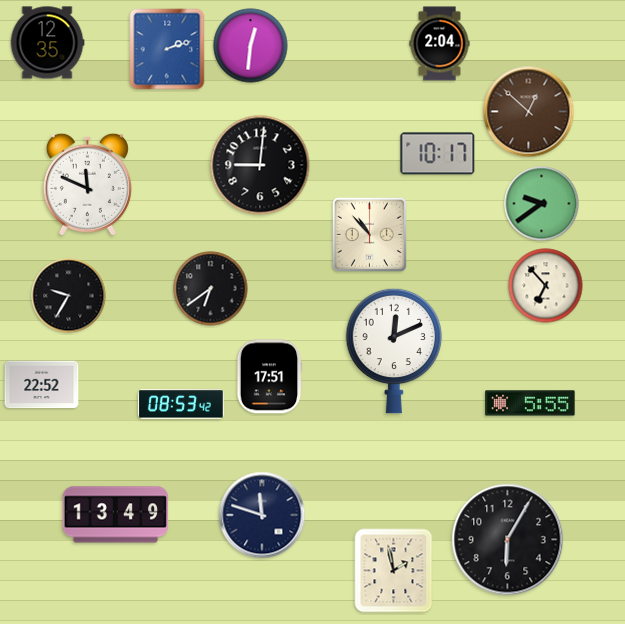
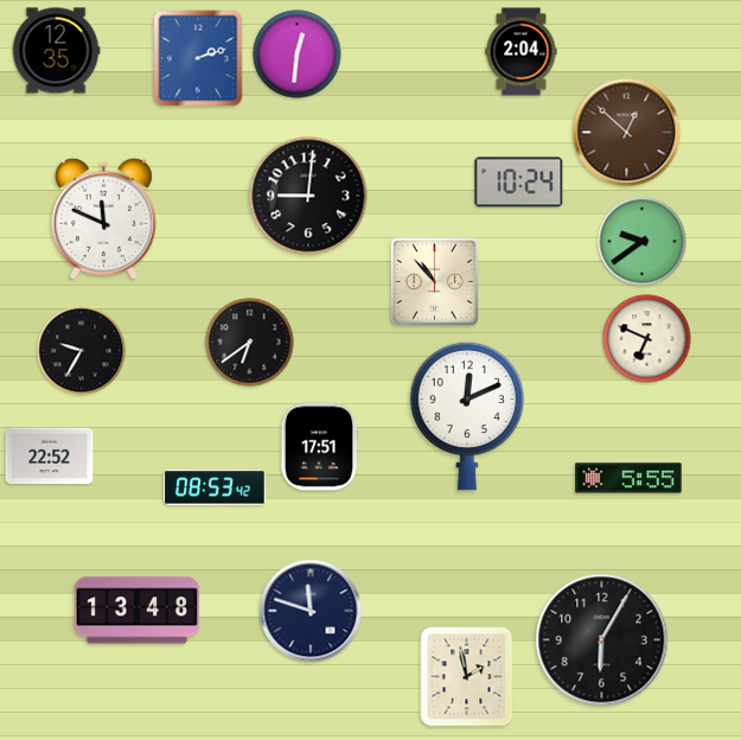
clock at (438, 154): 10:17 -> 10:24
clock at (369, 234) position: (369, 234) -> (434, 281)
clock at (546, 286): 6:53 -> 6:49
clock at (181, 404) position: (181, 404) -> (215, 487)
clock at (116, 515): 13:49 -> 13:48
